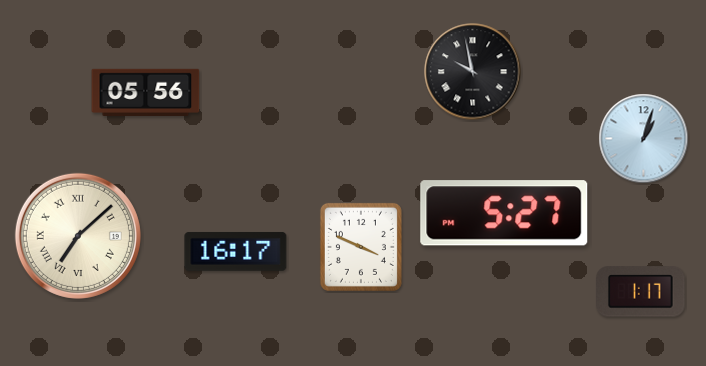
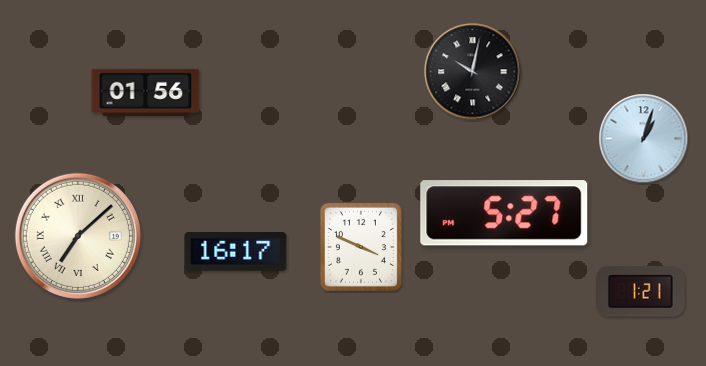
clock at (473, 72): 9:58 -> 10:02
clock at (146, 92): 05:56 -> 01:56
clock at (641, 292): 1:17 -> 1:21
